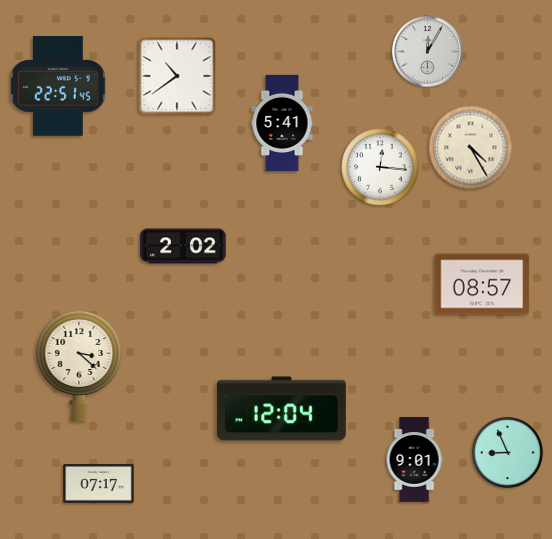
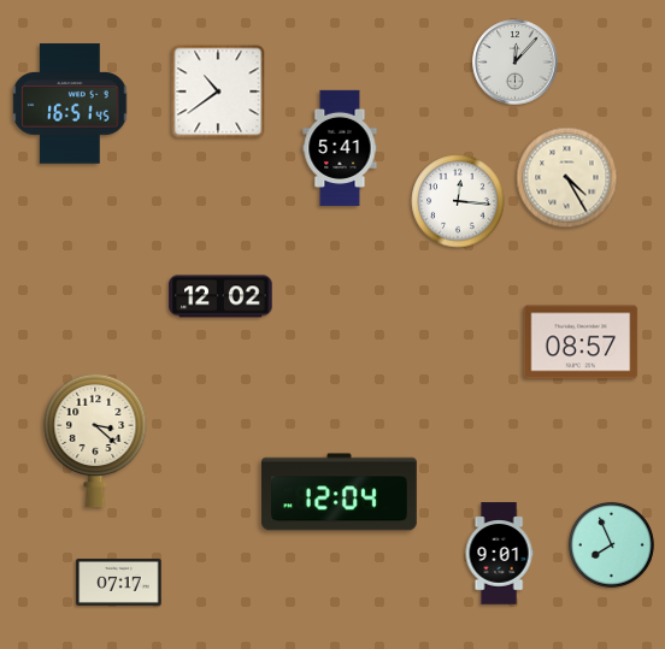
clock at (428, 52): 12:05 -> 12:07
clock at (177, 76) position: (177, 76) -> (218, 92)
clock at (58, 86): 22:51 -> 16:51
clock at (183, 246): 2:02 -> 12:02
clock at (507, 452): 8:56 -> 7:56
